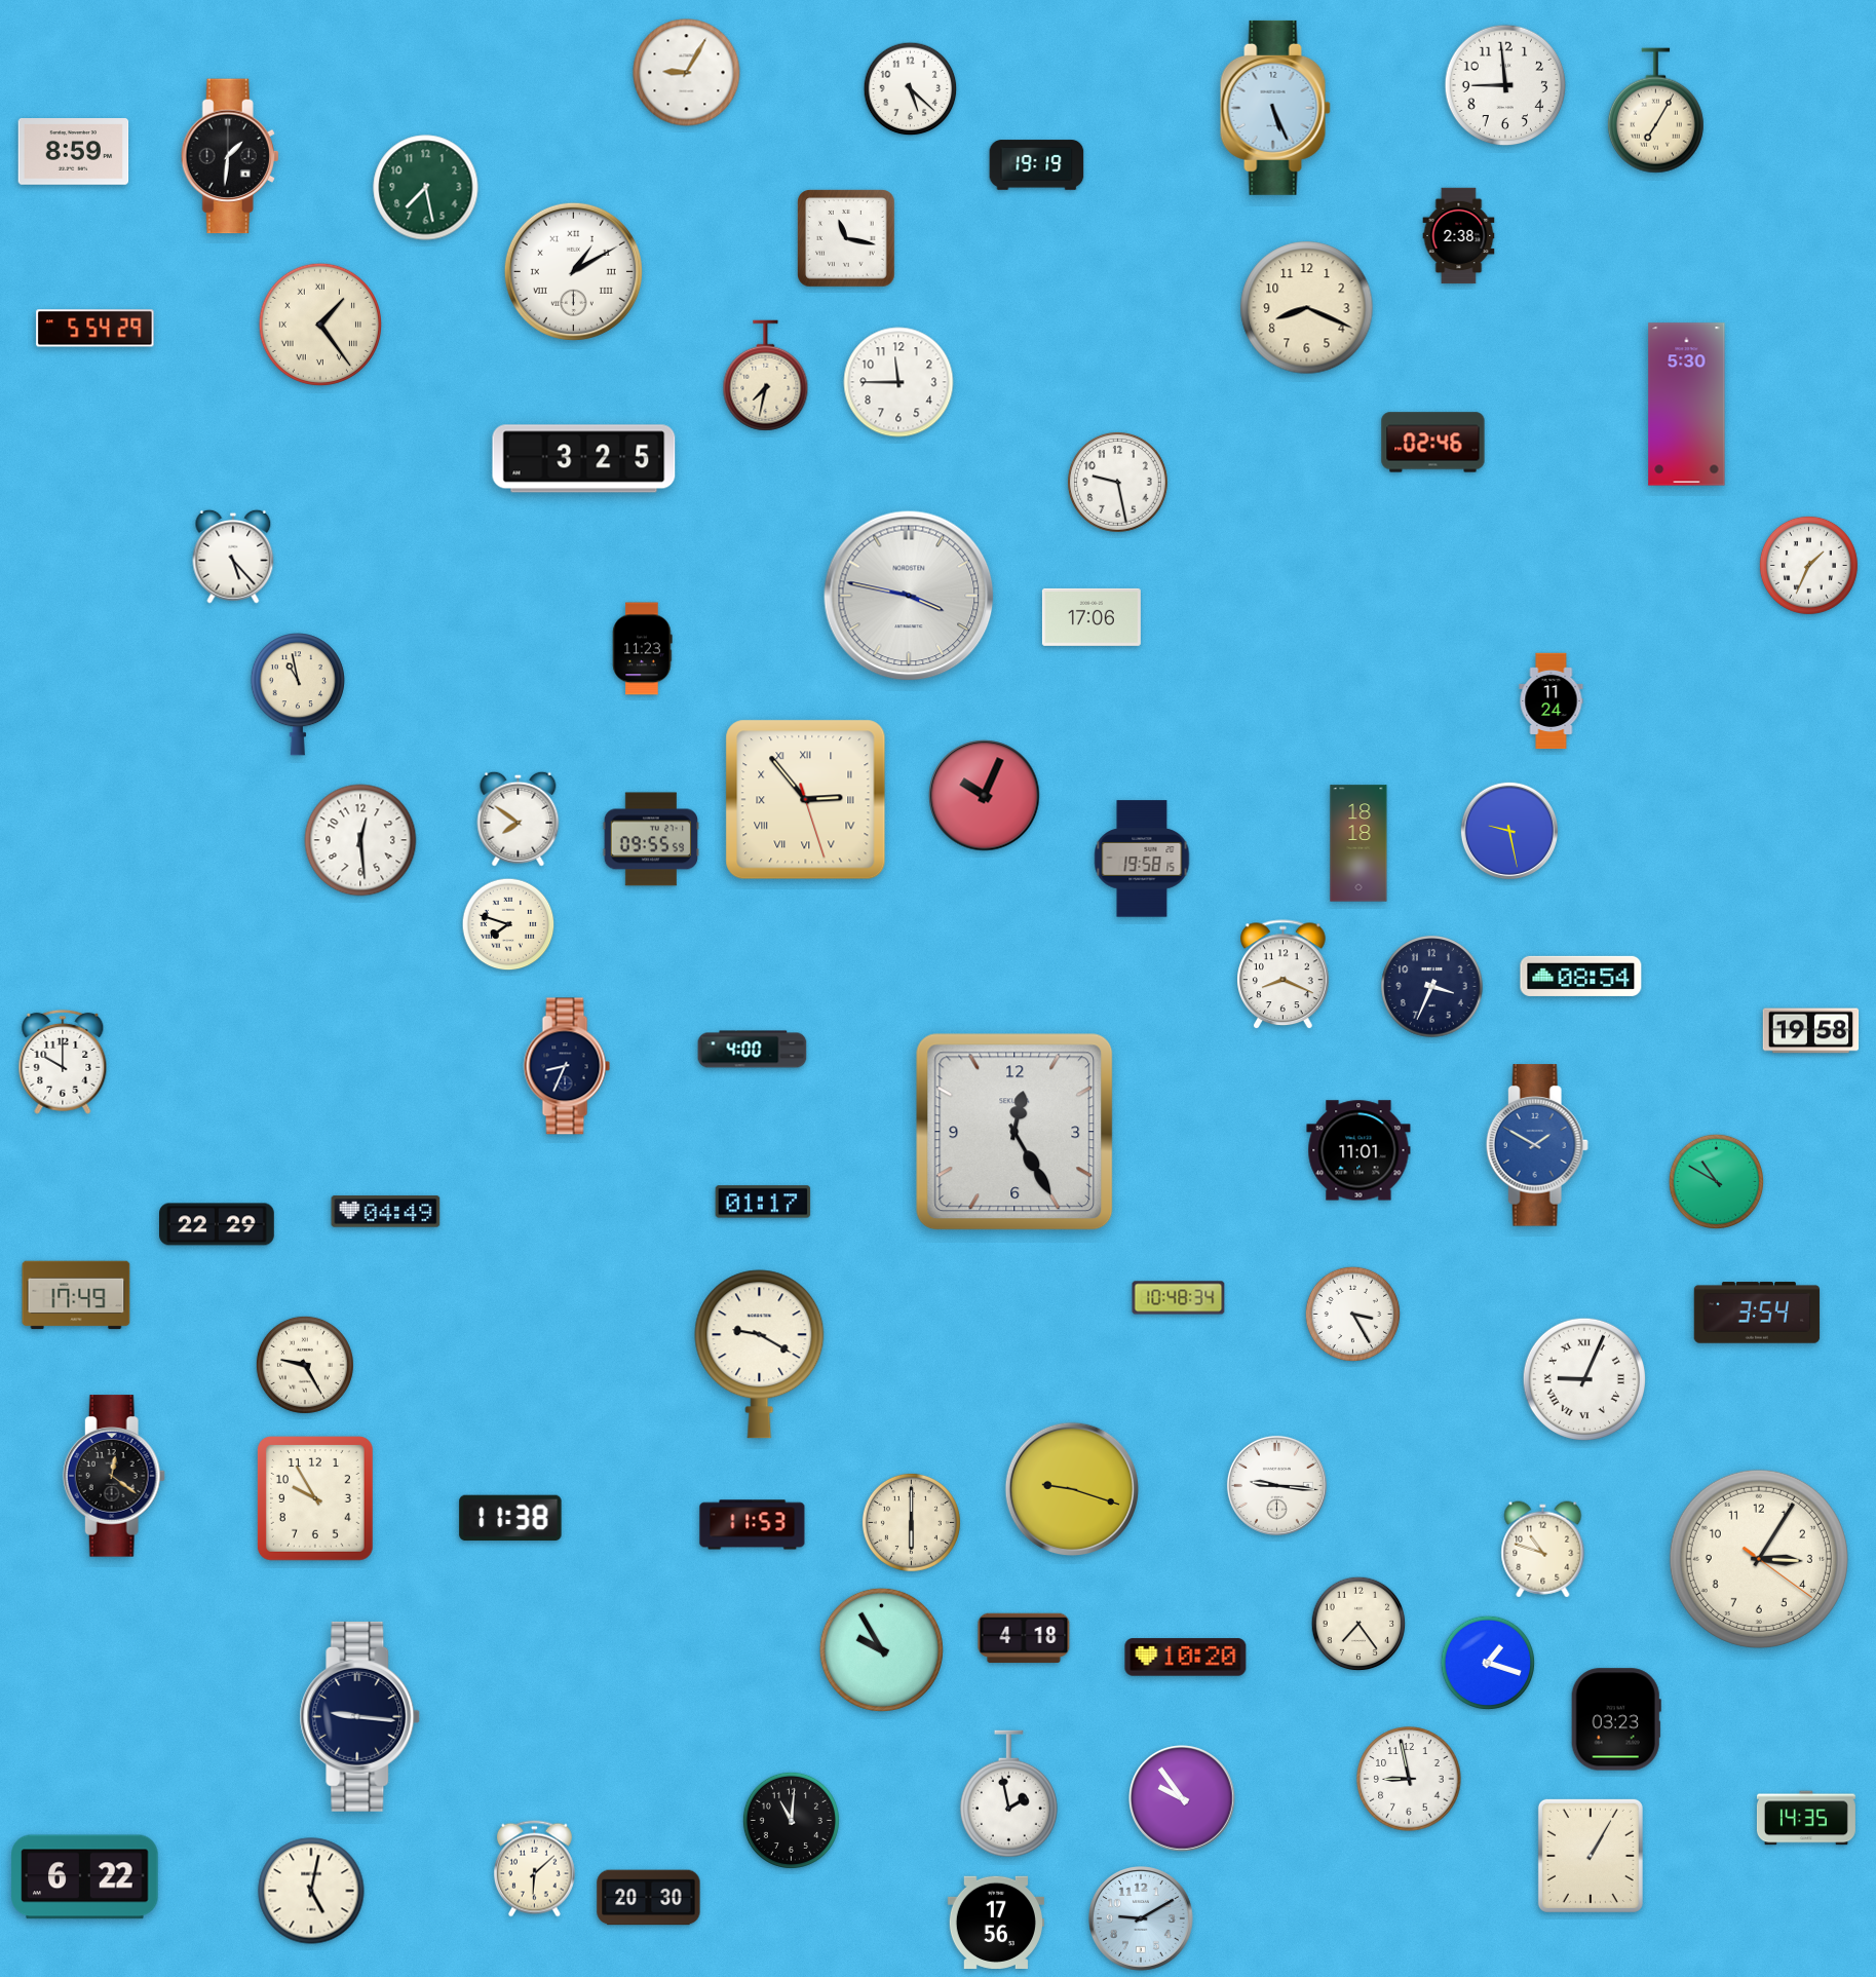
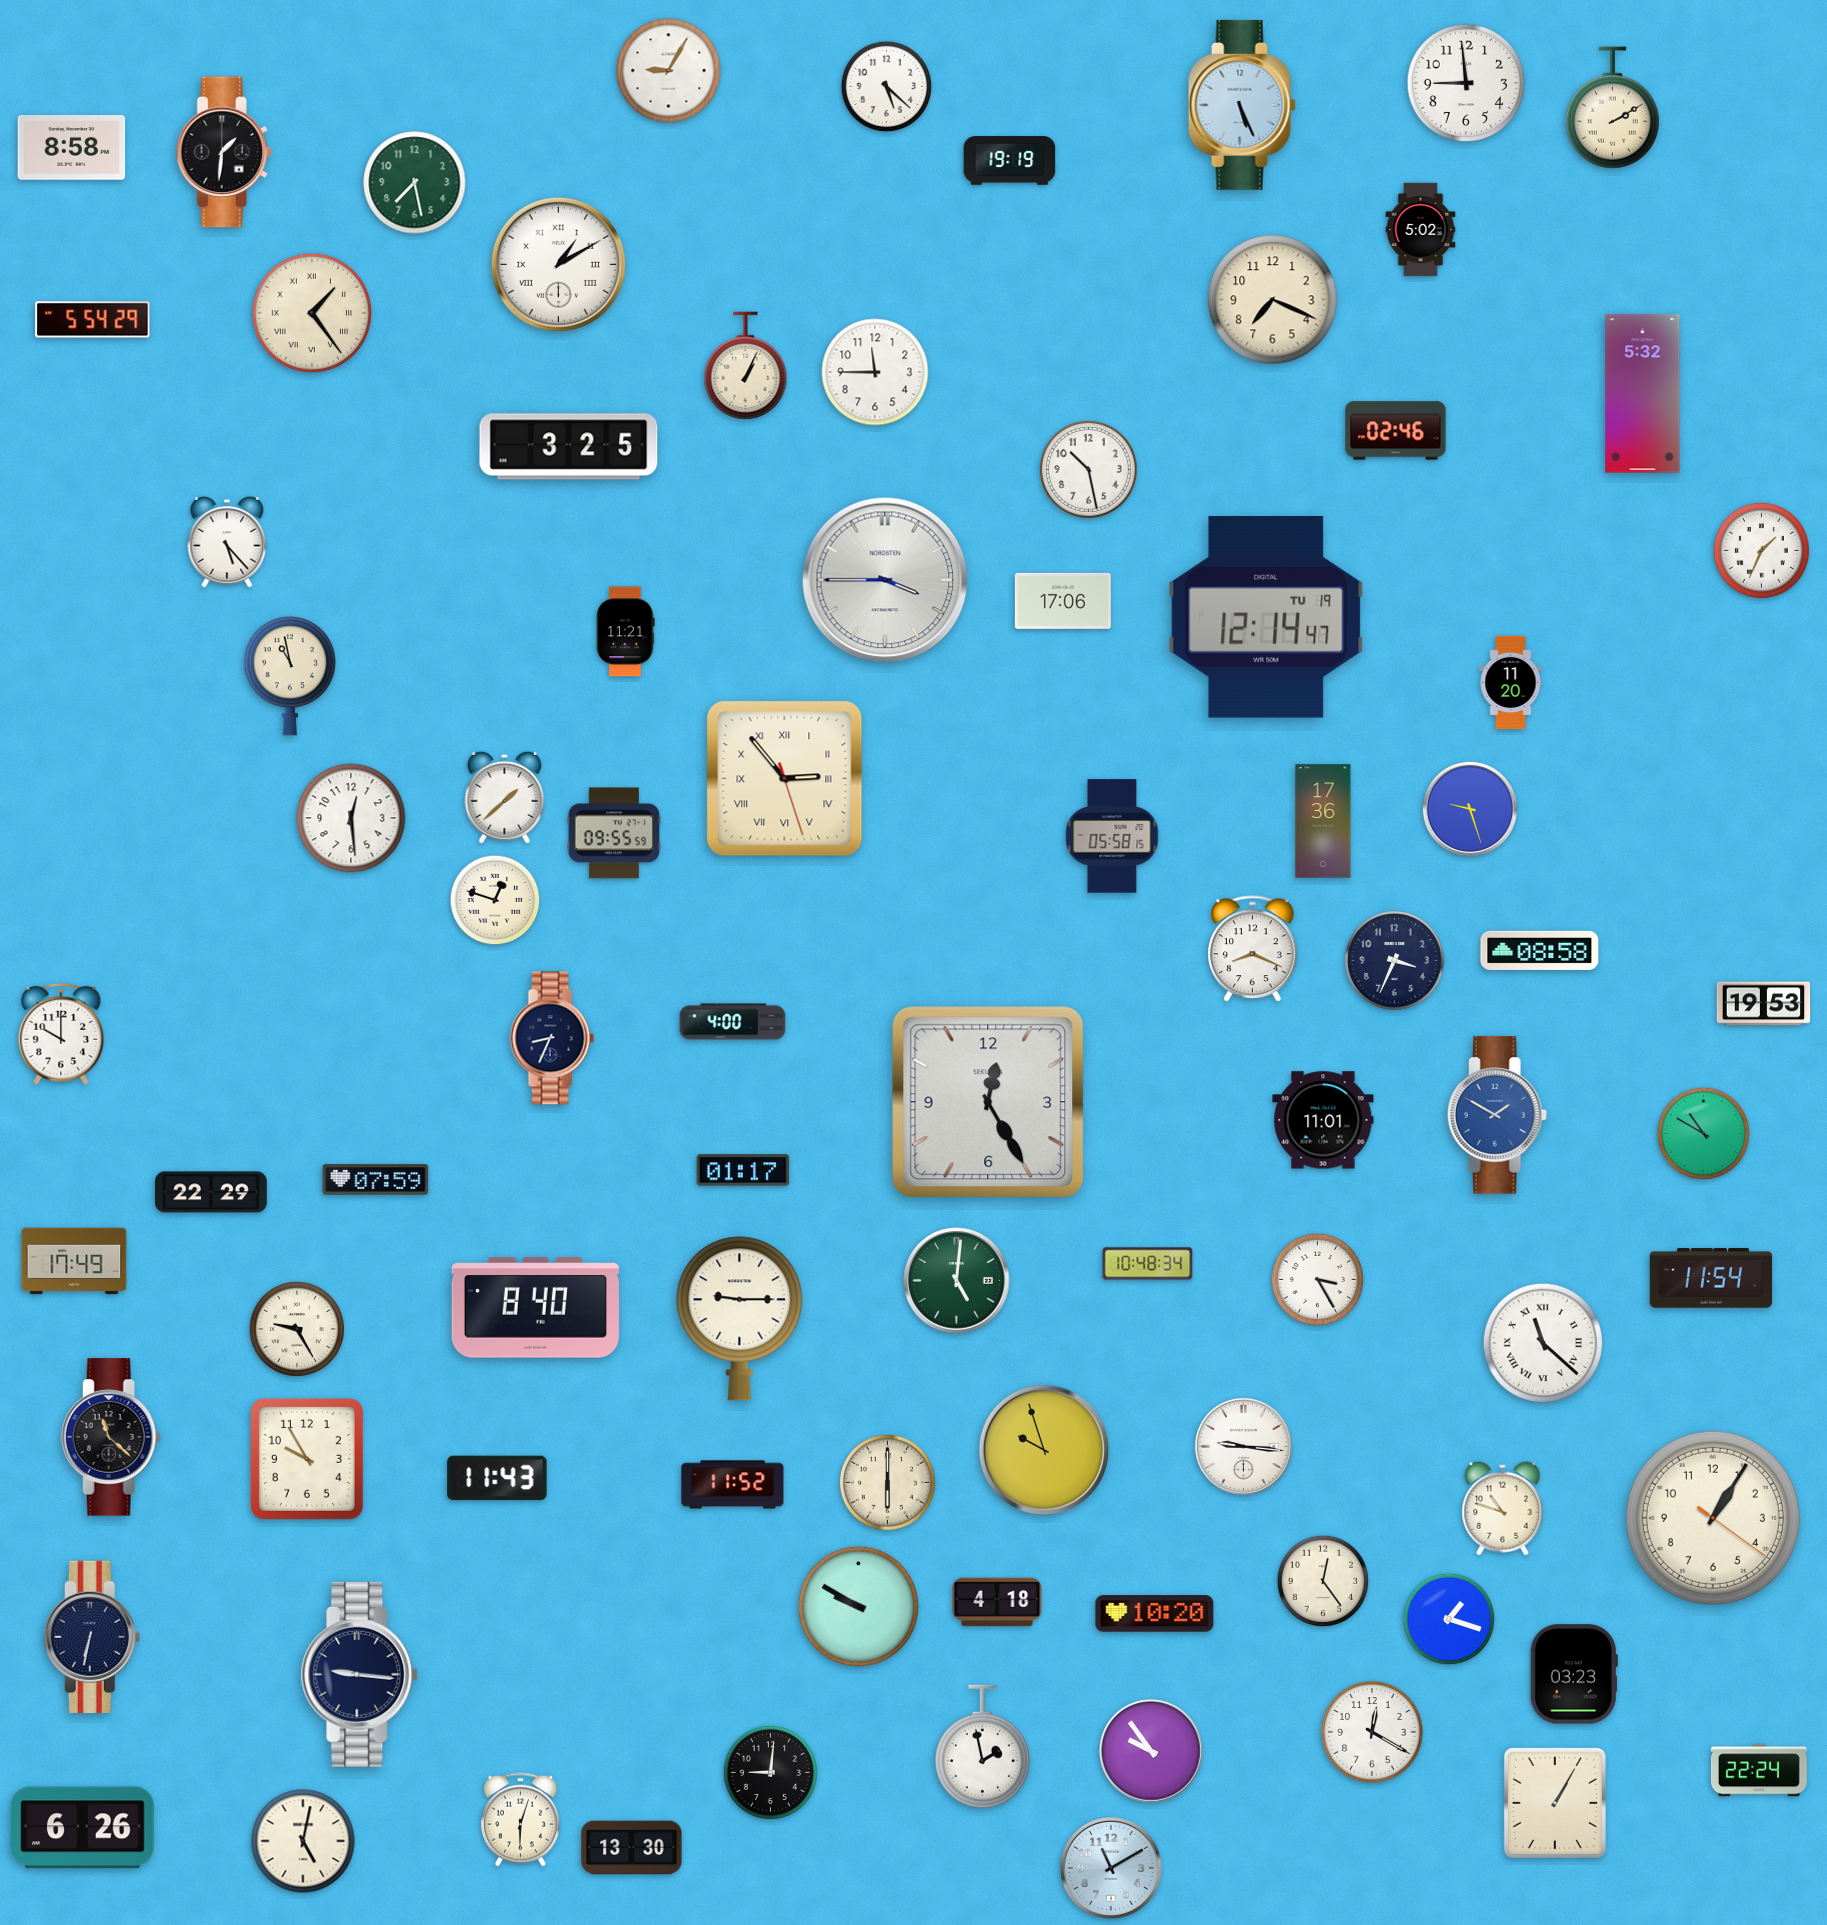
clock at (1655, 111): 7:05 -> 2:10
clock at (74, 152): 8:59 -> 8:58
clock at (1459, 236): 2:38 -> 5:02
clock at (846, 238): 11:17 -> none
clock at (1307, 308): 8:19 -> 7:19
clock at (320, 325) position: (320, 325) -> (312, 313)
clock at (766, 376): 7:32 -> 1:04
clock at (1687, 405): 5:30 -> 5:32
clock at (1117, 482): 9:28 -> 10:28
clock at (909, 596): 3:47 -> 3:45
clock at (1266, 617): none -> 12:14
clock at (643, 649): 11:23 -> 11:21
clock at (1552, 701): 11:24 -> 11:20
clock at (985, 796): 10:04 -> none
clock at (519, 819): 7:51 -> 1:38
clock at (1509, 831): 9:28 -> 9:27
clock at (651, 839) position: (651, 839) -> (614, 833)
clock at (1358, 843): 18:18 -> 17:36
clock at (1142, 859): 19:58 -> 05:58
clock at (508, 924): 7:48 -> 12:48
clock at (1284, 975) position: (1284, 975) -> (1253, 949)
clock at (1581, 976): 08:54 -> 08:58
clock at (1811, 1031): 19:58 -> 19:53
clock at (1716, 1181) position: (1716, 1181) -> (1703, 1133)
clock at (386, 1212): 04:49 -> 07:59
clock at (1757, 1313): 3:54 -> 11:54
clock at (957, 1281): none -> 5:01
clock at (535, 1308): none -> 8:40
clock at (760, 1355): 9:20 -> 9:15
clock at (1584, 1379): 9:04 -> 11:22
clock at (114, 1476): 12:21 -> 11:22
clock at (1072, 1489): 9:18 -> 9:57
clock at (510, 1518): 11:38 -> 11:43
clock at (753, 1525): 11:53 -> 11:52
clock at (1759, 1559): 3:05 -> 1:05
clock at (1358, 1624): 7:24 -> 12:24
clock at (1024, 1638) position: (1024, 1638) -> (997, 1602)
clock at (881, 1649): 9:55 -> 9:50
clock at (92, 1637): none -> 6:32
clock at (360, 1716) position: (360, 1716) -> (360, 1674)
clock at (1409, 1779): 8:58 -> 12:20
clock at (1806, 1818): 14:35 -> 22:24
clock at (791, 1820): 11:01 -> 9:01
clock at (1591, 1856) position: (1591, 1856) -> (1555, 1803)
clock at (534, 1869): 6:08 -> 6:03
clock at (85, 1877): 6:22 -> 6:26
clock at (649, 1898): 20:30 -> 13:30
clock at (1142, 1919): 9:10 -> 11:10
clock at (996, 1922): 17:56 -> none
